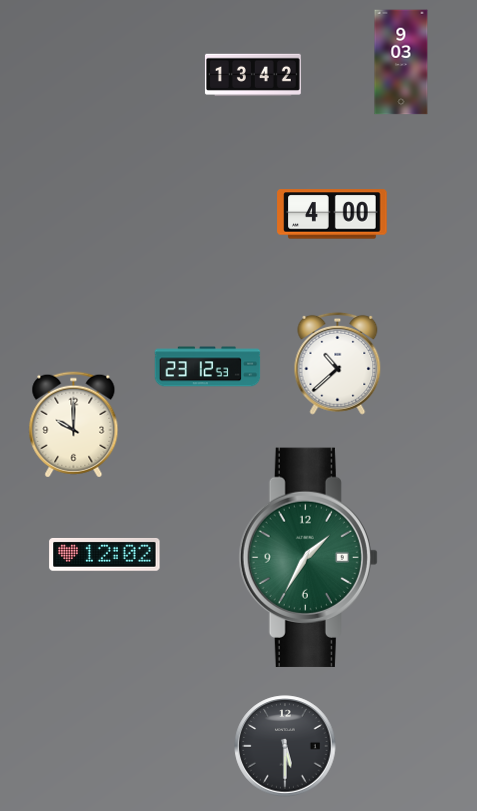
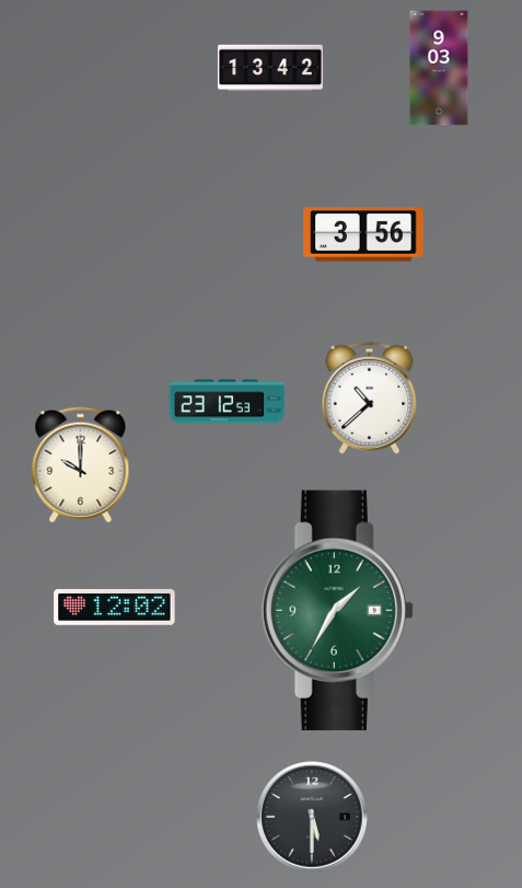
clock at (253, 74) position: (253, 74) -> (270, 67)
clock at (332, 214): 4:00 -> 3:56
